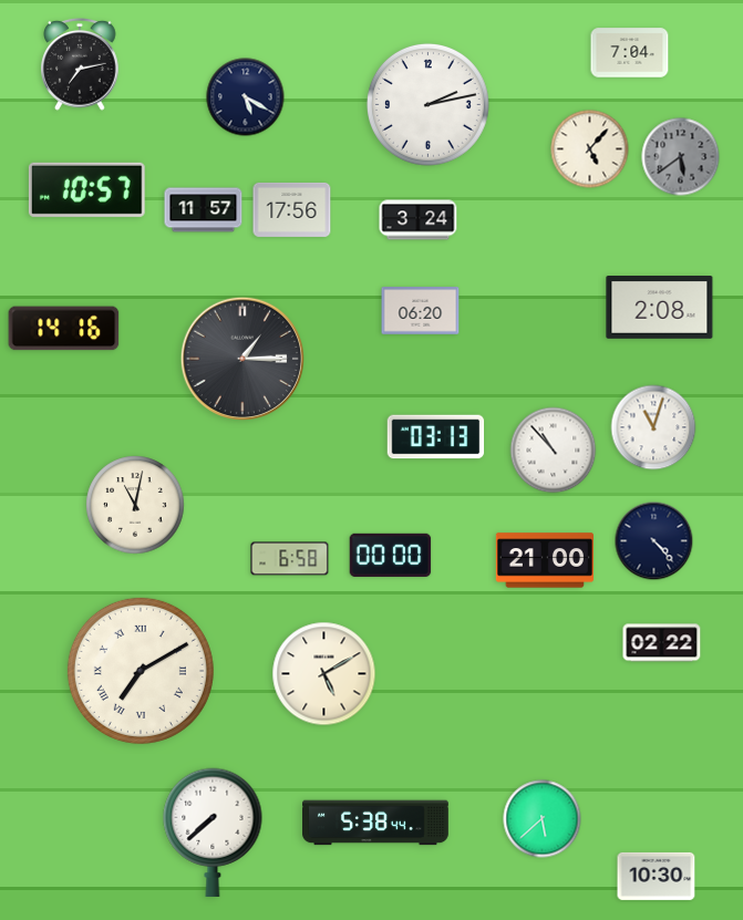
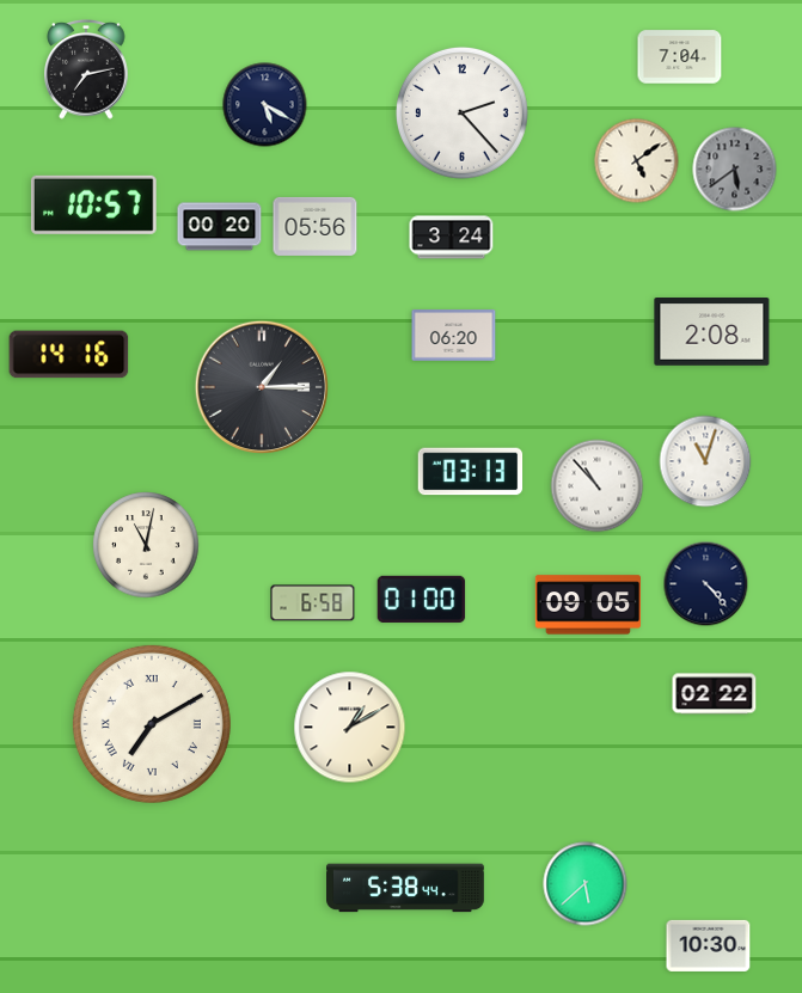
clock at (427, 104): 2:13 -> 2:23
clock at (590, 149): 5:07 -> 5:09
clock at (292, 209): 17:56 -> 05:56
clock at (204, 210): 11:57 -> 00:20
clock at (391, 555): 00:00 -> 01:00
clock at (544, 560): 21:00 -> 09:05
clock at (324, 674): 5:10 -> 1:10
clock at (213, 833): 7:38 -> none
